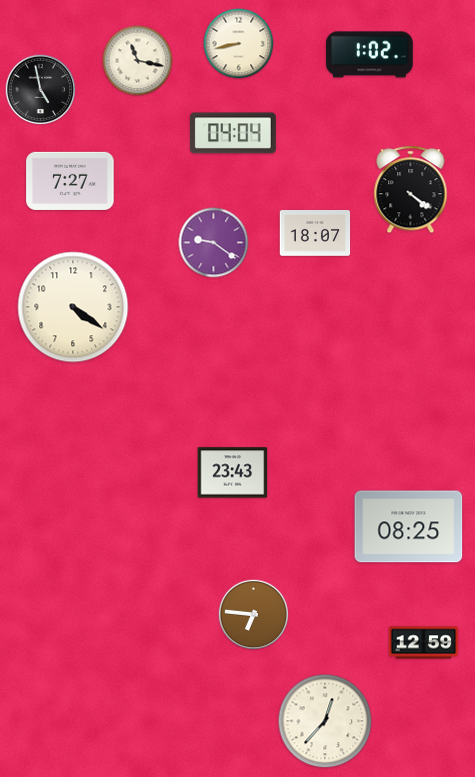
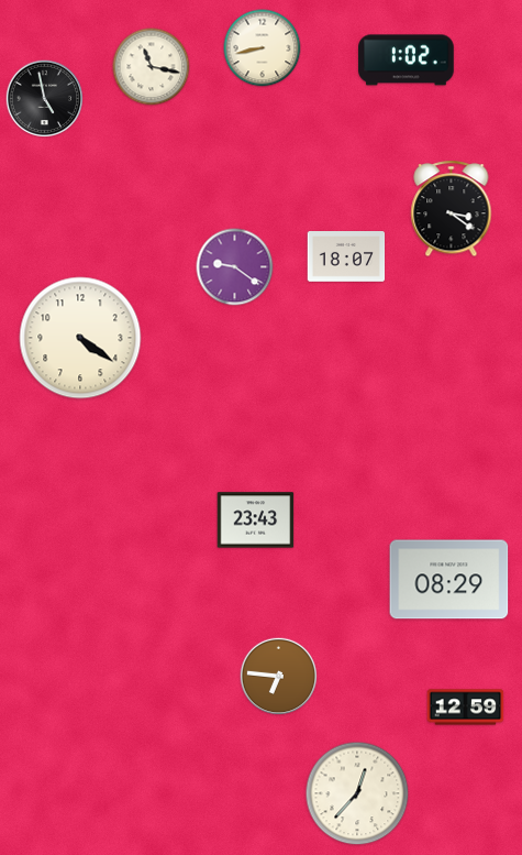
clock at (233, 133): 04:04 -> none
clock at (70, 181): 7:27 -> none
clock at (411, 190): 4:21 -> 3:21
clock at (409, 527): 08:25 -> 08:29
